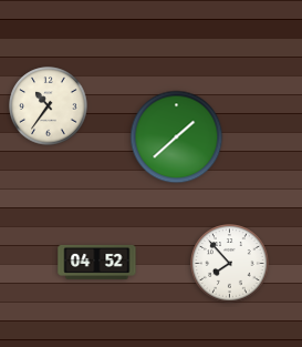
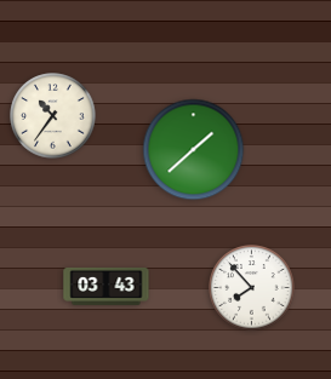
clock at (97, 262): 04:52 -> 03:43
